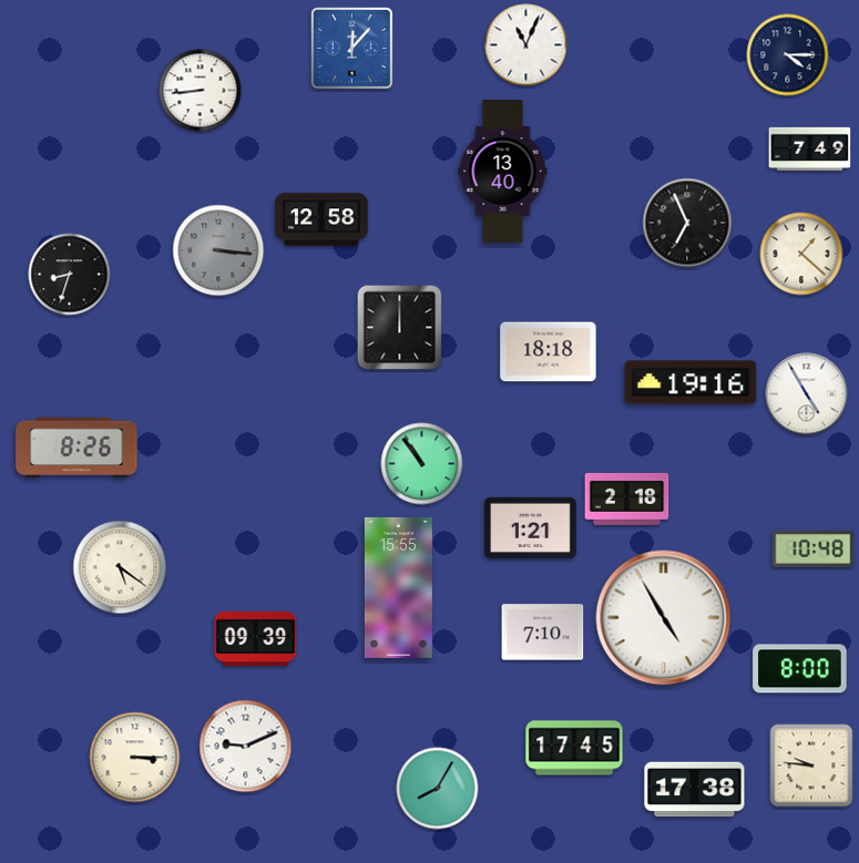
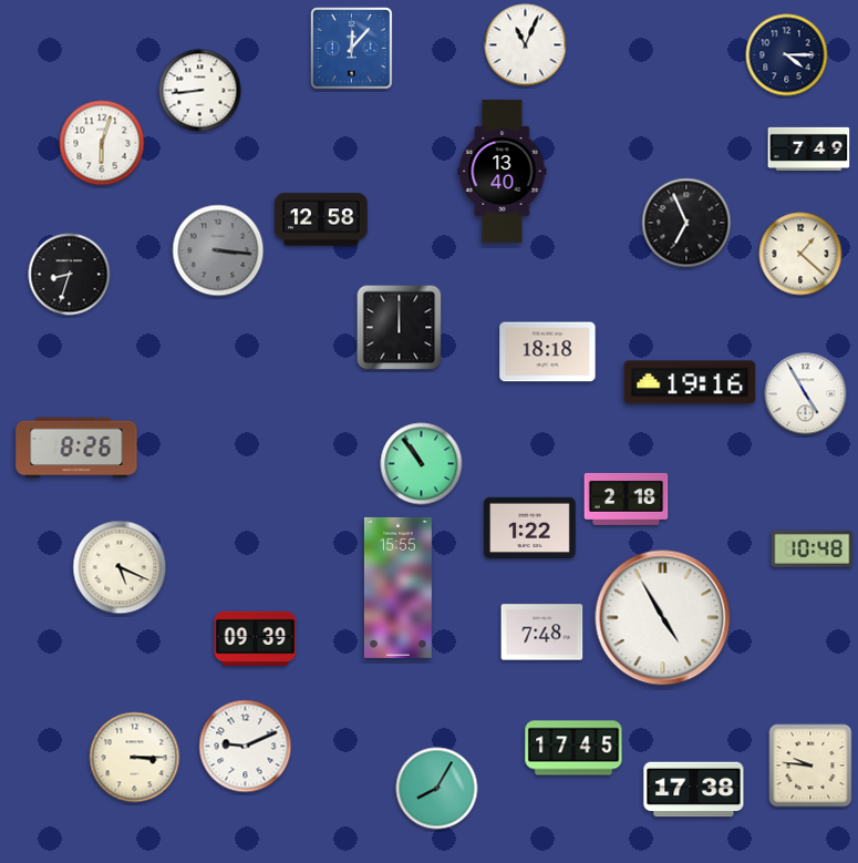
clock at (102, 143): none -> 6:03
clock at (531, 527): 1:21 -> 1:22
clock at (120, 567): 5:21 -> 5:19
clock at (543, 633): 7:10 -> 7:48
clock at (800, 669): 8:00 -> none
